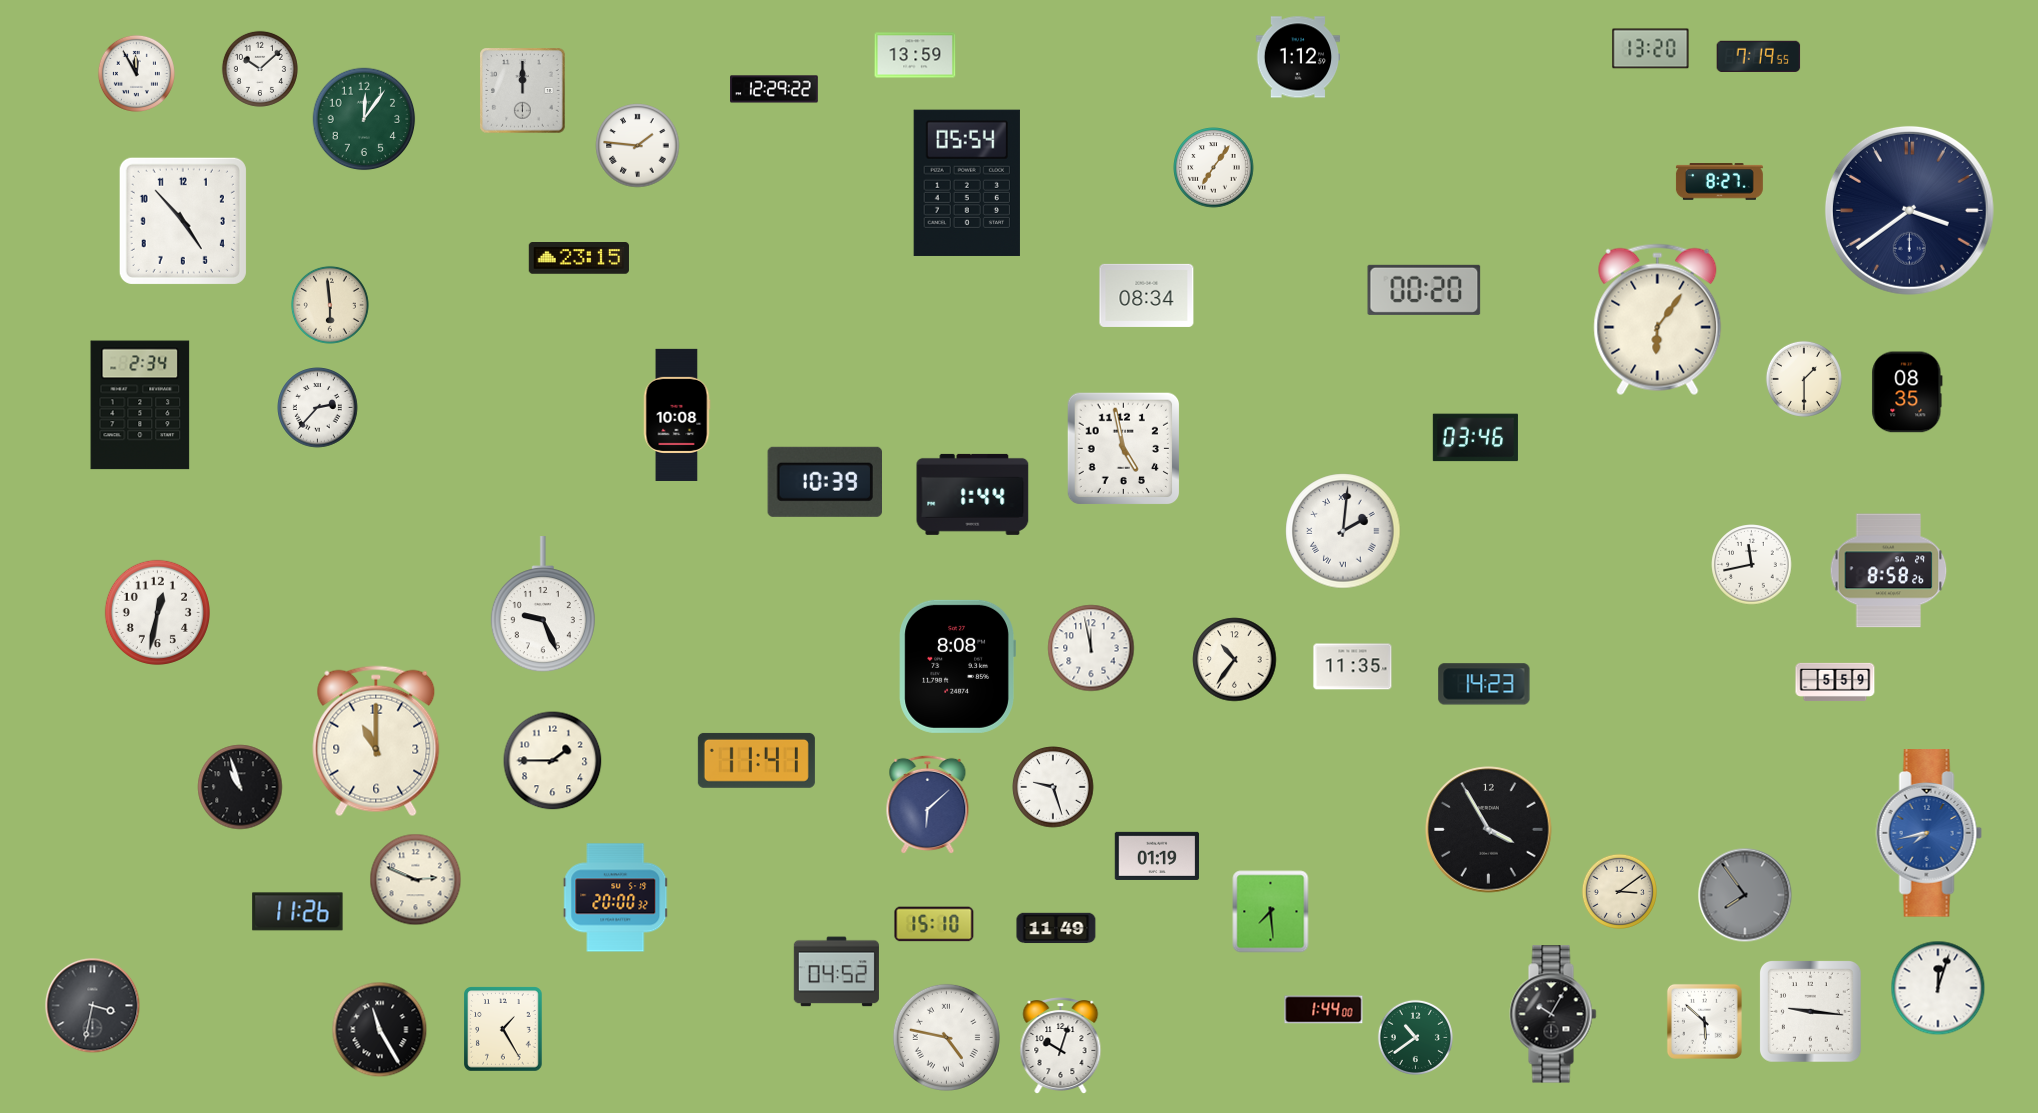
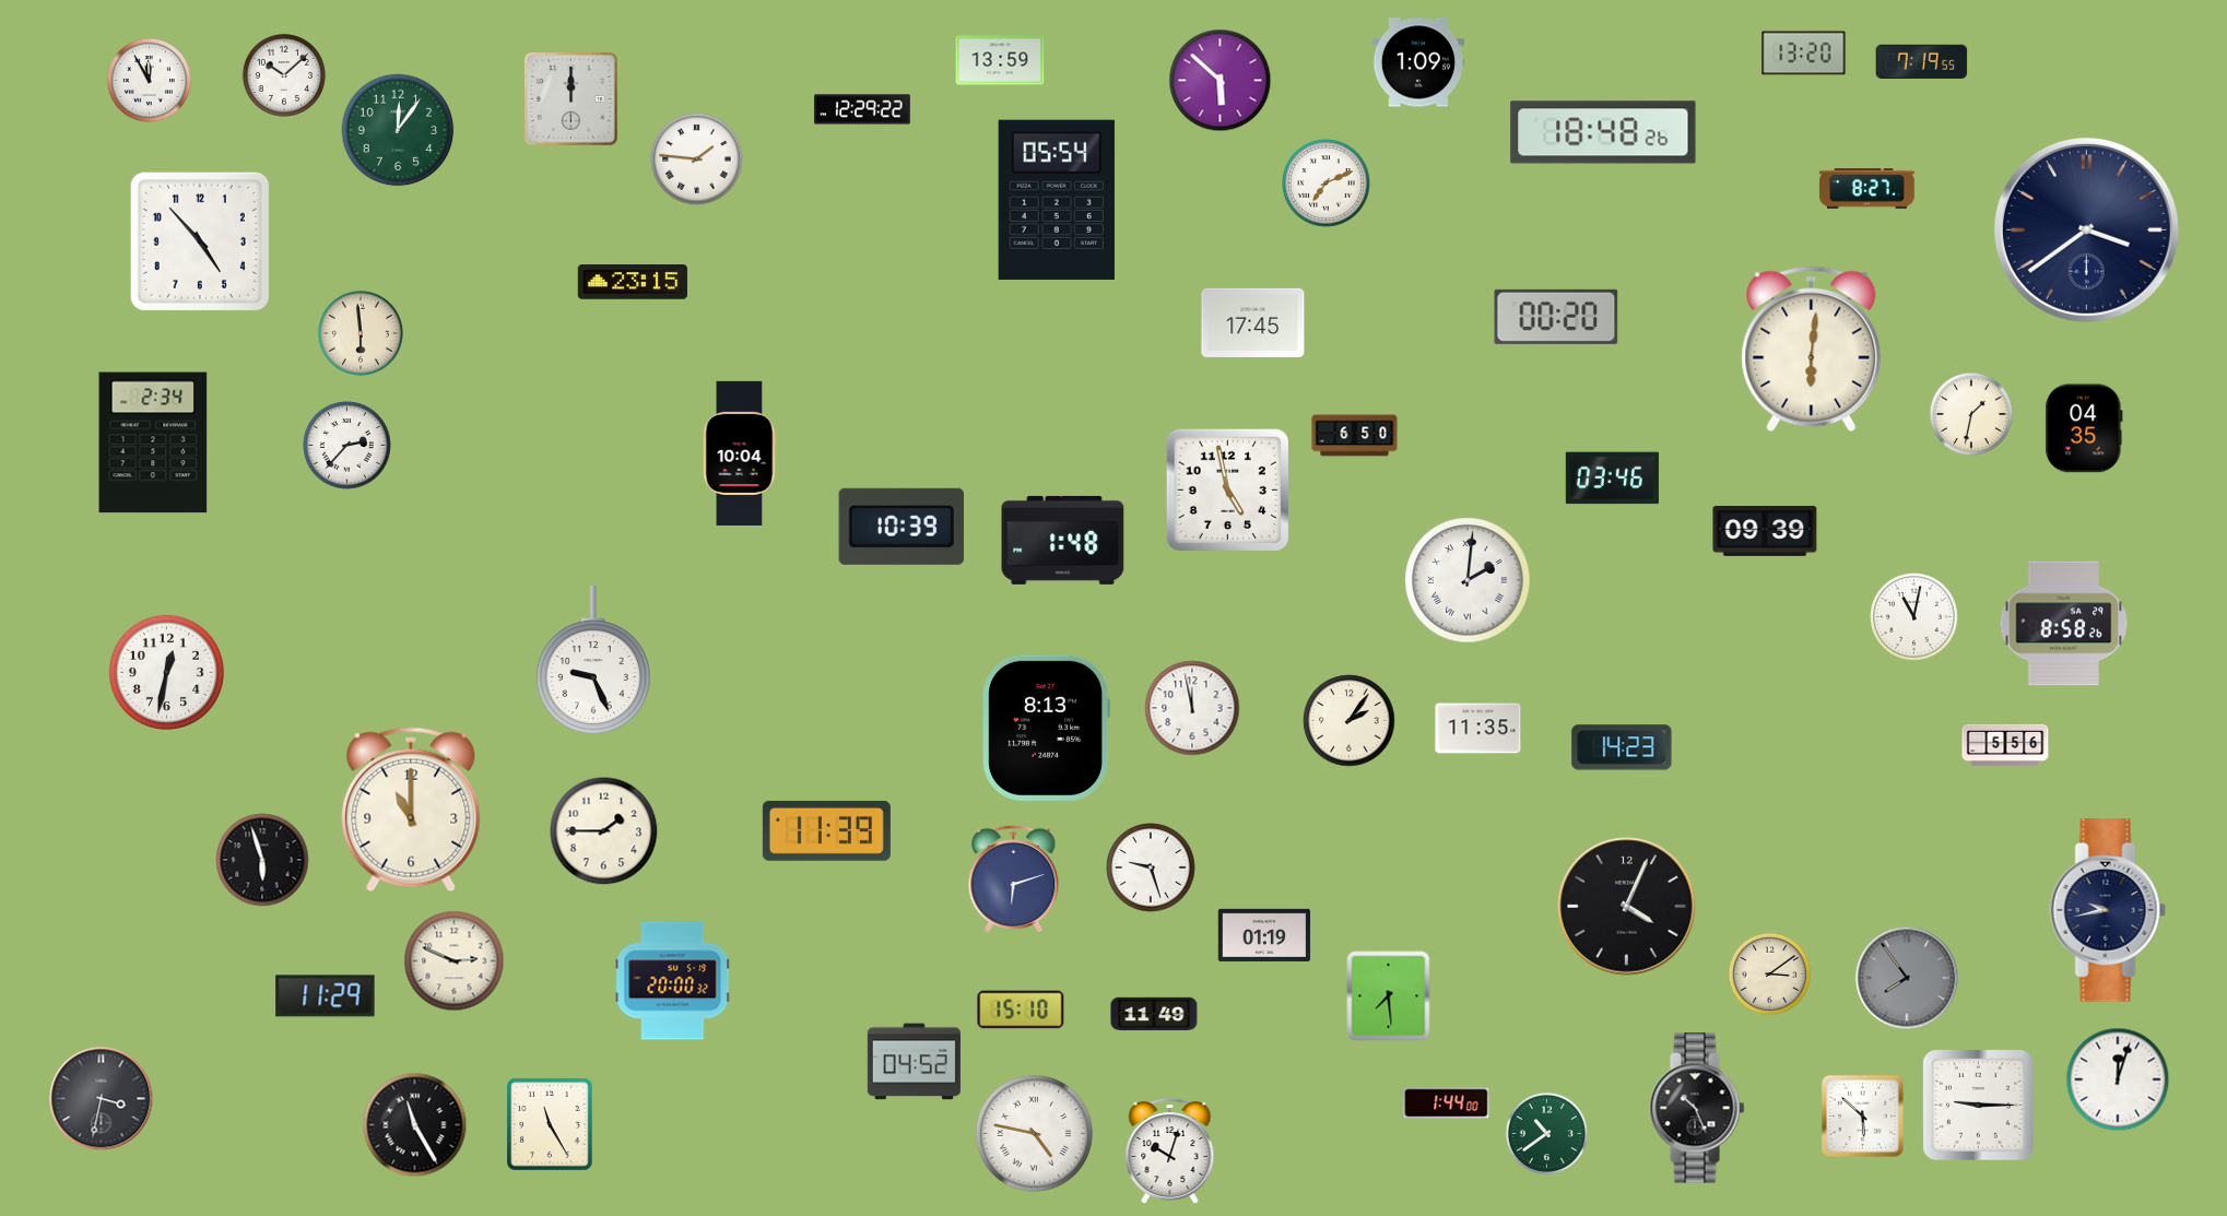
clock at (1298, 57): 1:12 -> 1:09
clock at (1221, 81): none -> 5:52
clock at (774, 89) position: (774, 89) -> (862, 109)
clock at (1603, 132): none -> 18:48
clock at (1214, 168): 7:06 -> 7:11
clock at (1719, 182) position: (1719, 182) -> (1866, 189)
clock at (1147, 295): 08:34 -> 17:45
clock at (1658, 320): 6:06 -> 6:01
clock at (1804, 379): 1:30 -> 1:32
clock at (1907, 392): 08:35 -> 04:35
clock at (1355, 436): none -> 6:50
clock at (677, 415): 10:08 -> 10:04
clock at (1765, 531): none -> 09:39
clock at (973, 494): 1:44 -> 1:48
clock at (1752, 565): 11:43 -> 11:02
clock at (157, 612) position: (157, 612) -> (166, 672)
clock at (1235, 660): 10:36 -> 2:06
clock at (957, 666): 8:08 -> 8:13
clock at (1835, 682): 5:59 -> 5:56
clock at (756, 760): 11:41 -> 11:39
clock at (240, 787): 10:57 -> 5:57
clock at (1053, 787) position: (1053, 787) -> (1151, 867)
clock at (928, 805): 6:08 -> 6:12
clock at (1489, 830): 3:55 -> 4:04
clock at (1929, 833): 7:43 -> 9:43
clock at (1929, 833) dial: blue -> navy
clock at (298, 912): 11:26 -> 11:29
clock at (1810, 1011): 9:16 -> 9:15
clock at (1553, 1014): 10:05 -> 10:26
clock at (503, 1029): 1:25 -> 11:25
clock at (1061, 1046) position: (1061, 1046) -> (1170, 1152)
